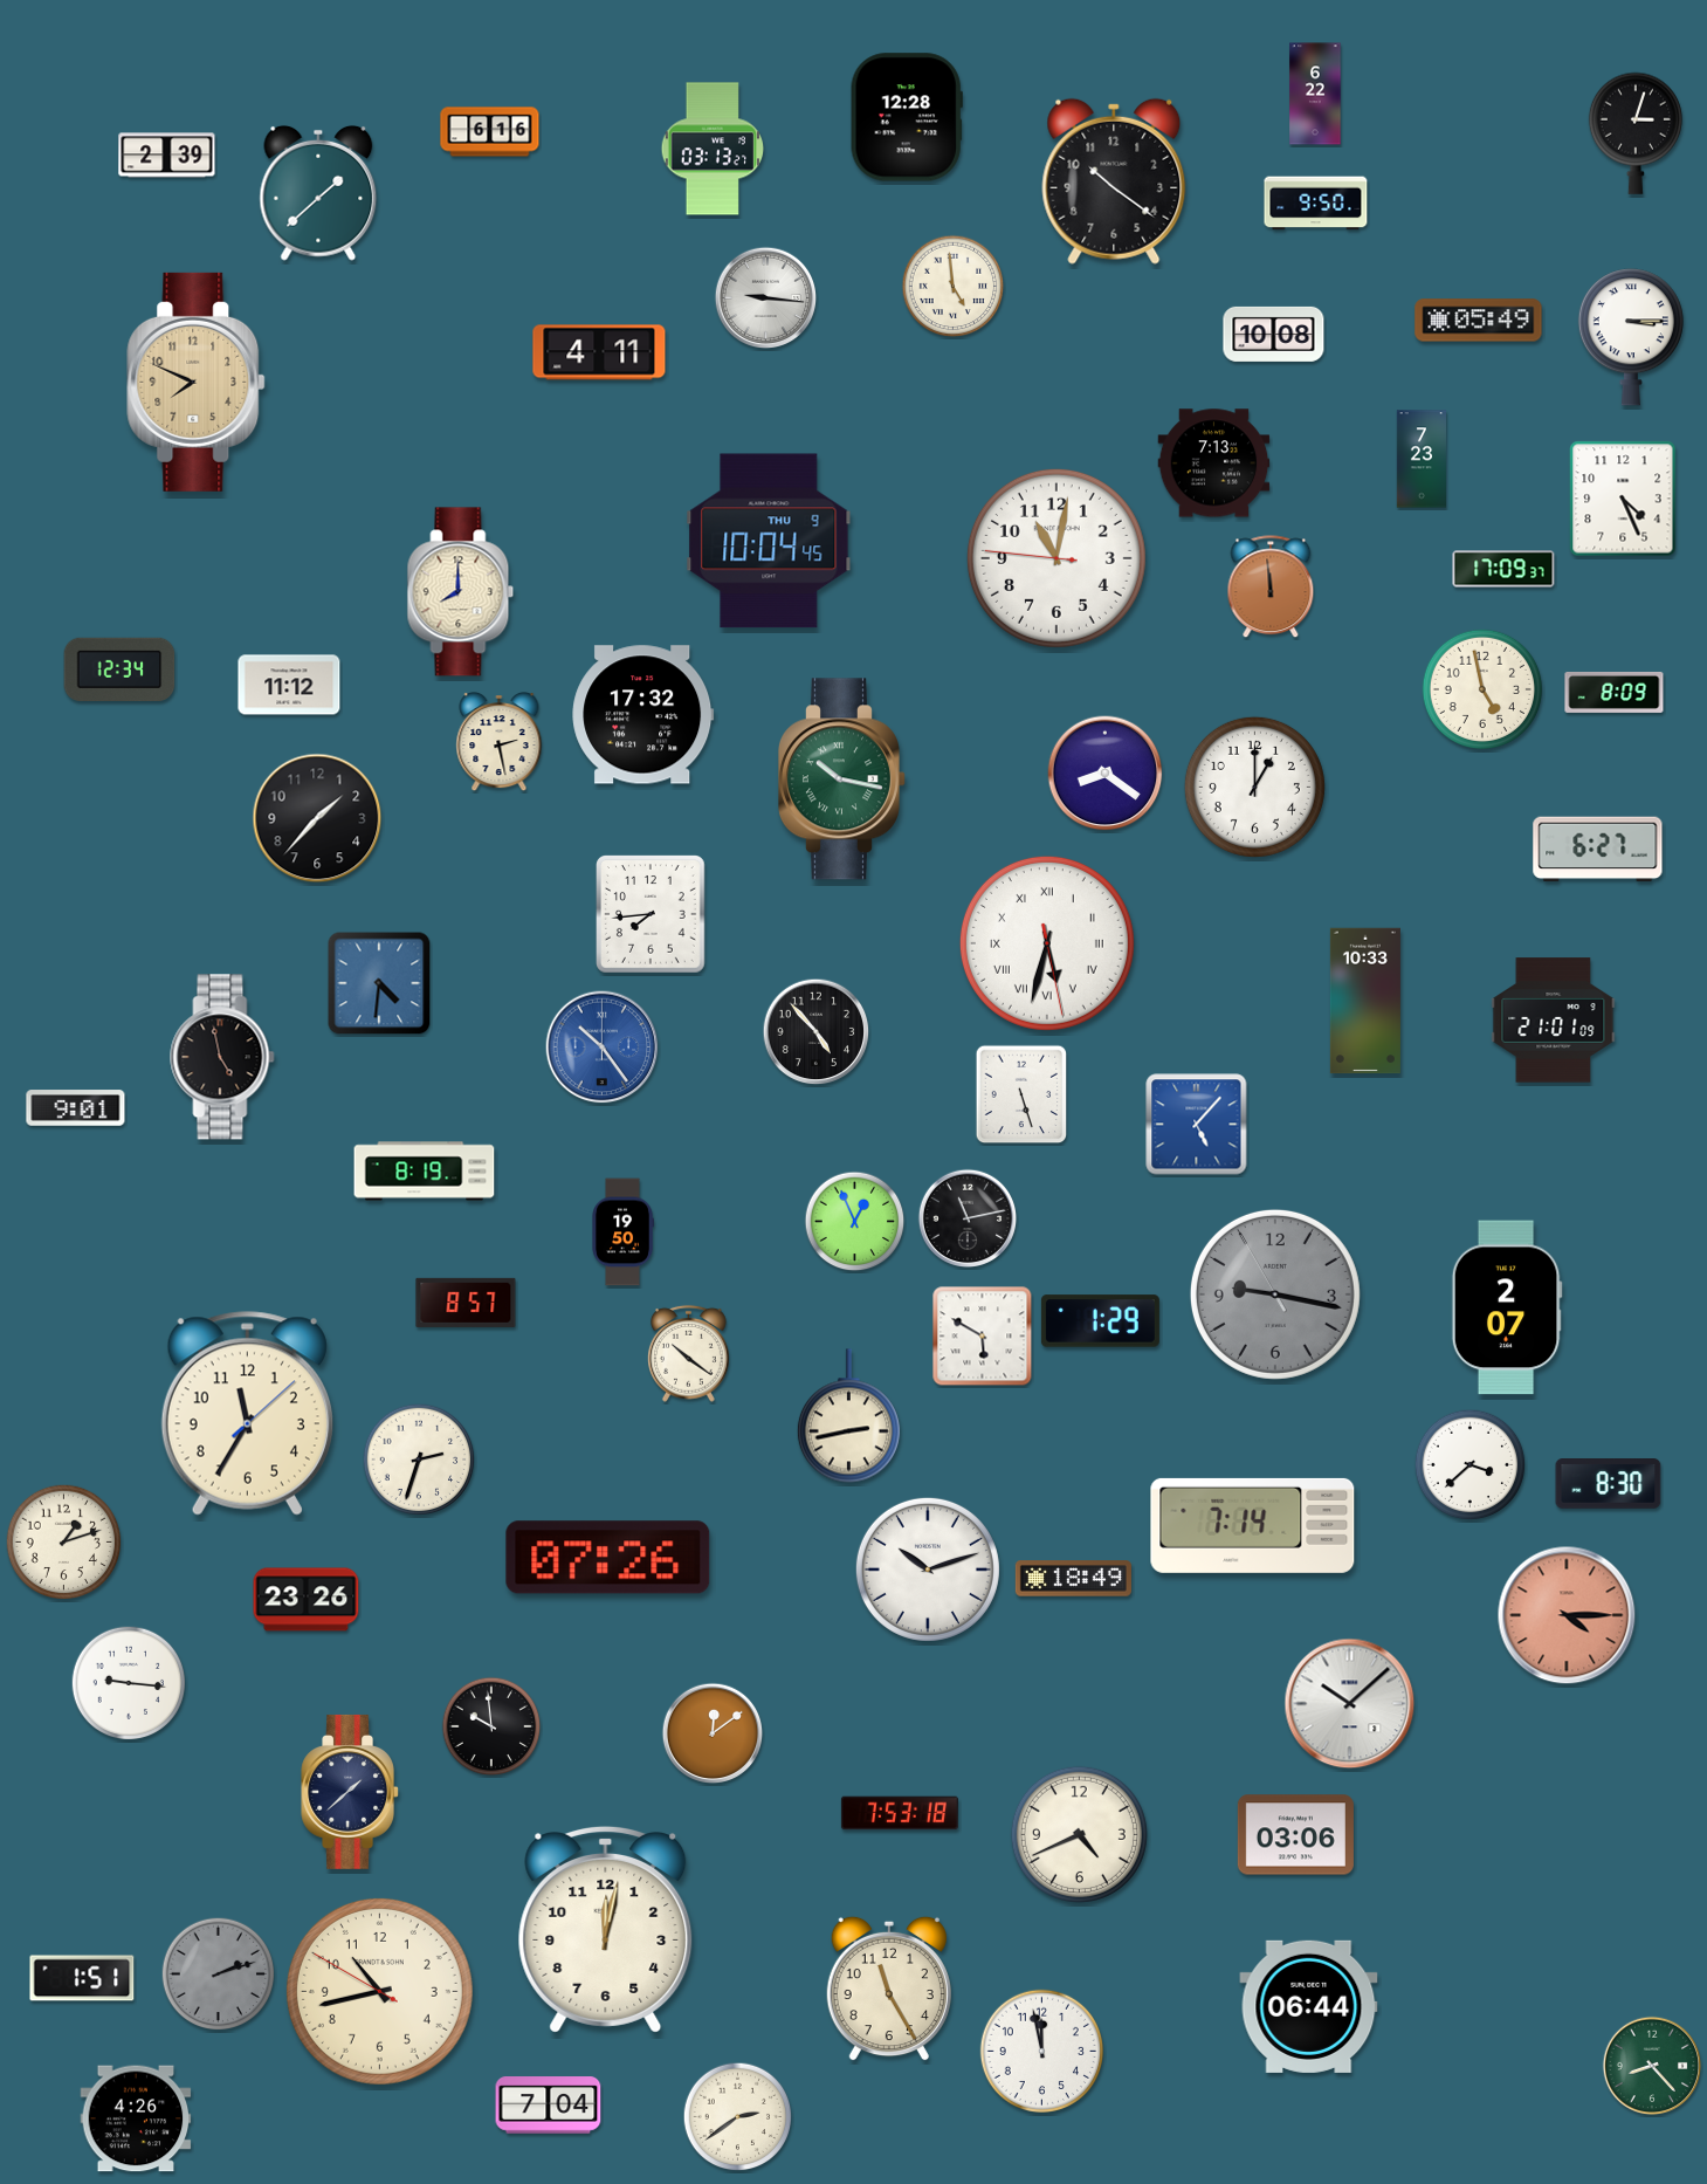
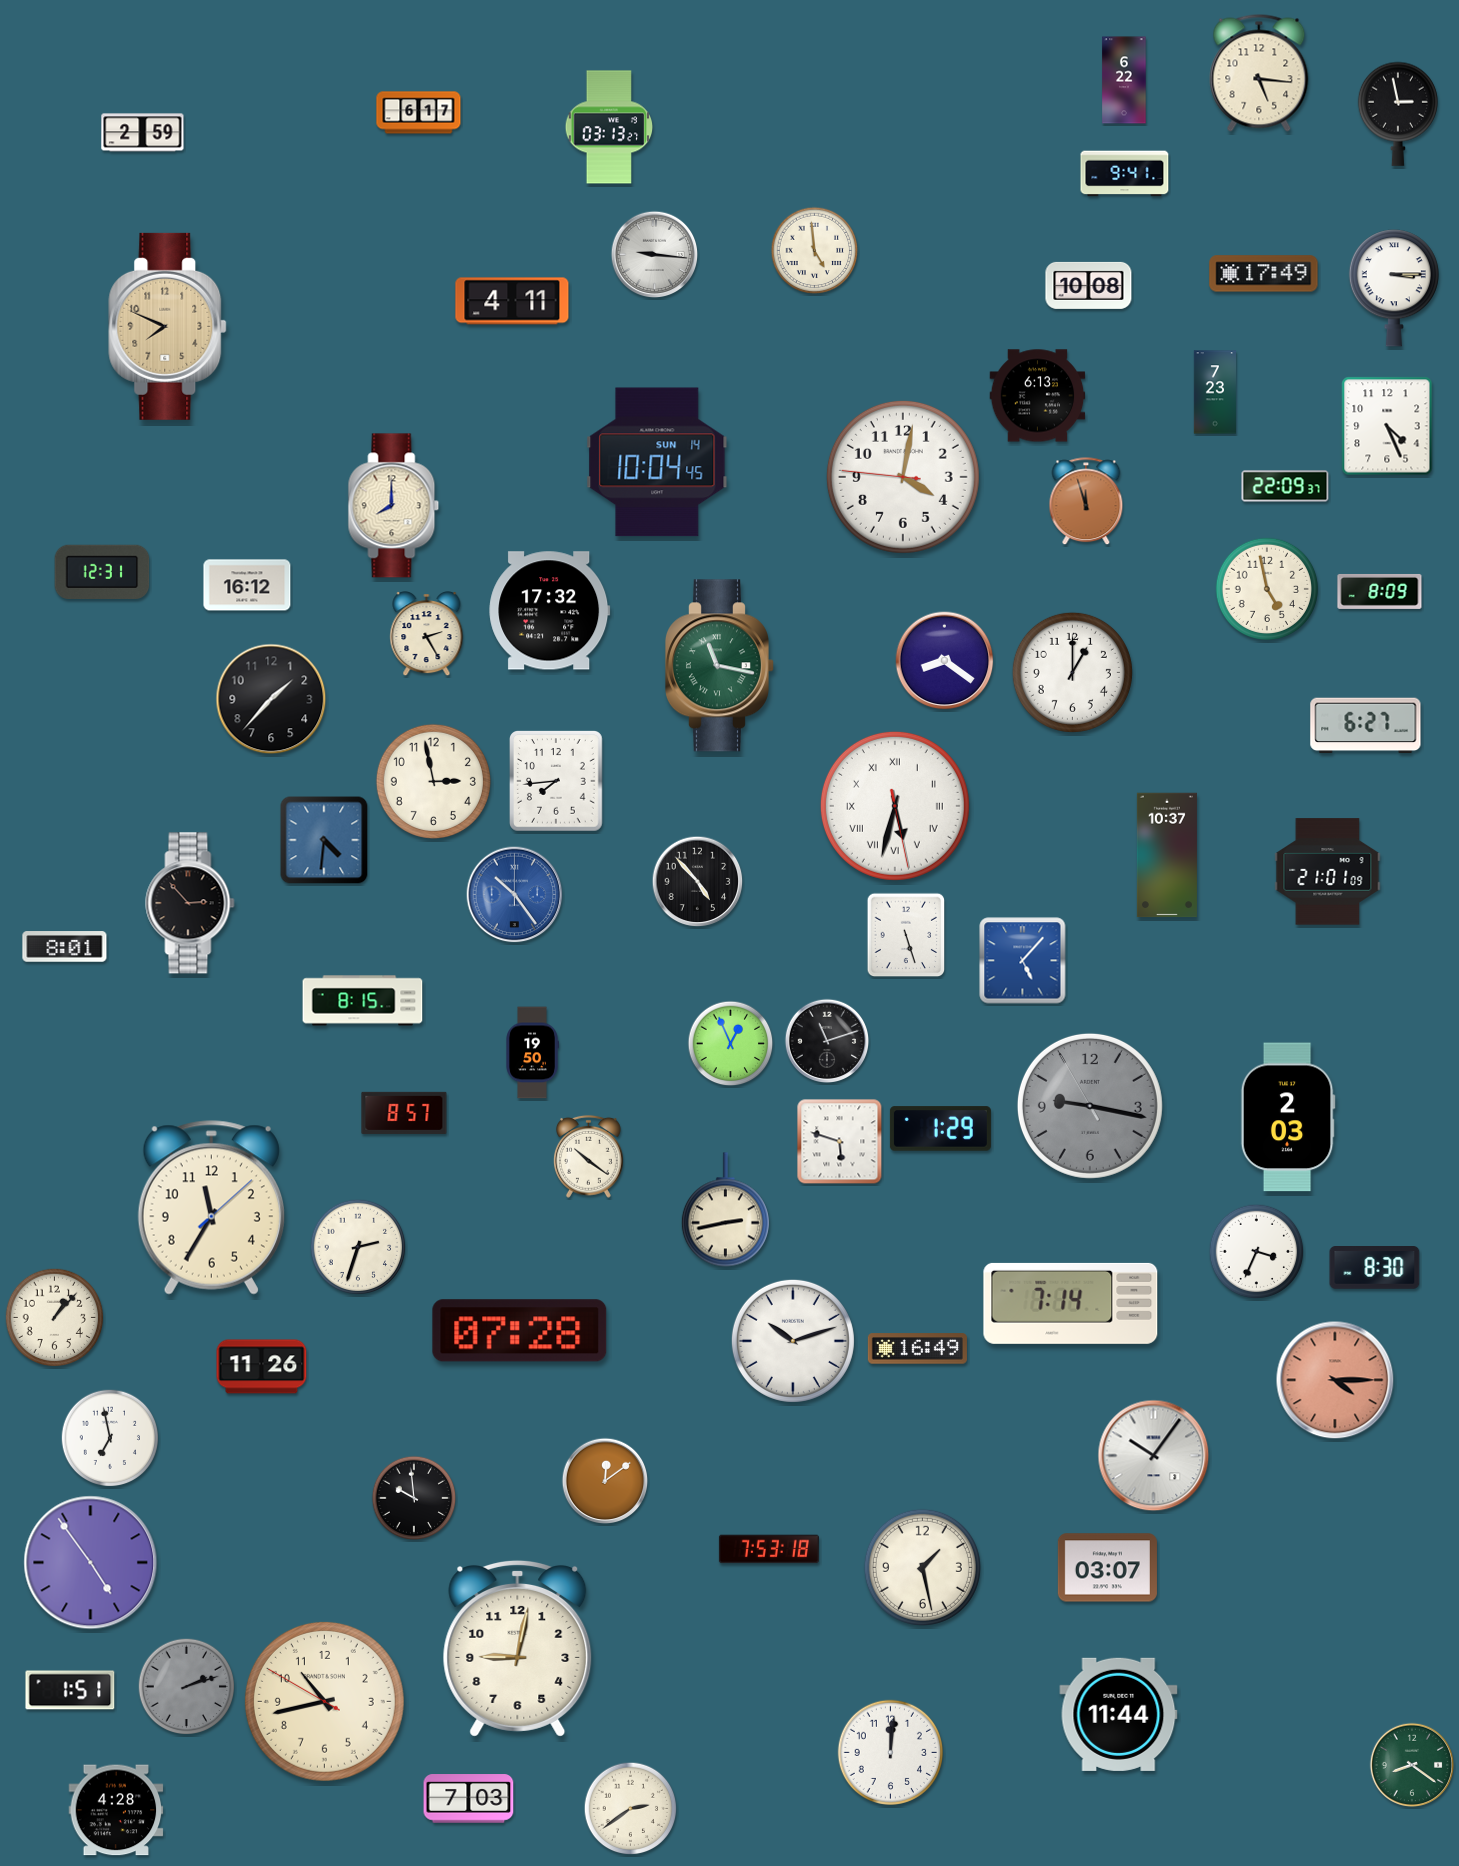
clock at (1259, 73): none -> 5:16
clock at (907, 117): 12:28 -> none
clock at (490, 132): 6:16 -> 6:17
clock at (1636, 133): 3:03 -> 2:58
clock at (167, 156): 2:39 -> 2:59
clock at (1114, 181): 10:21 -> none
clock at (318, 193): 1:38 -> none
clock at (1316, 204): 9:50 -> 9:41
clock at (954, 287) position: (954, 287) -> (815, 251)
clock at (1479, 321): 05:49 -> 17:49
clock at (1214, 463): 7:13 -> 6:13
clock at (769, 541) date: THU 9 -> SUN 14
clock at (1056, 558): 11:01 -> 4:01
clock at (1503, 569): 17:09 -> 22:09
clock at (1271, 588): 11:59 -> 11:57
clock at (119, 668): 12:34 -> 12:31
clock at (289, 685): 11:12 -> 16:12
clock at (500, 743): 2:28 -> 2:25
clock at (841, 779): 10:17 -> 11:17
clock at (433, 781): none -> 2:58
clock at (1365, 1001): 10:33 -> 10:37
clock at (222, 1057): 4:58 -> 2:53
clock at (1021, 1094) position: (1021, 1094) -> (906, 935)
clock at (76, 1108): 9:01 -> 8:01
clock at (425, 1172): 8:19 -> 8:15
clock at (968, 1218): 11:13 -> 11:12
clock at (466, 1303) position: (466, 1303) -> (404, 1113)
clock at (1507, 1307): 2:07 -> 2:03
clock at (983, 1337): 5:50 -> 5:48
clock at (1471, 1465): 3:38 -> 3:34
clock at (64, 1543): 1:12 -> 1:07
clock at (608, 1558): 07:26 -> 07:28
clock at (1073, 1579): 18:49 -> 16:49
clock at (307, 1600): 23:26 -> 11:26
clock at (1567, 1615) position: (1567, 1615) -> (1335, 1380)
clock at (129, 1683): 9:16 -> 6:58
clock at (1350, 1704): 10:08 -> 10:06
clock at (491, 1726) position: (491, 1726) -> (414, 1498)
clock at (713, 1733) position: (713, 1733) -> (605, 1481)
clock at (350, 1792): 1:38 -> none
clock at (91, 1563): none -> 4:54
clock at (1079, 1834): 4:41 -> 1:28
clock at (1295, 1835): 03:06 -> 03:07
clock at (606, 1929): 12:02 -> 9:02
clock at (889, 1989): 11:25 -> none
clock at (1309, 2006): 06:44 -> 11:44
clock at (1041, 2051): 11:58 -> 12:01
clock at (1652, 2066): 8:23 -> 8:21
clock at (549, 2106): 7:04 -> 7:03
clock at (136, 2118): 4:26 -> 4:28
